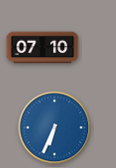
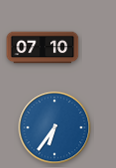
clock at (55, 128): 6:34 -> 6:36
